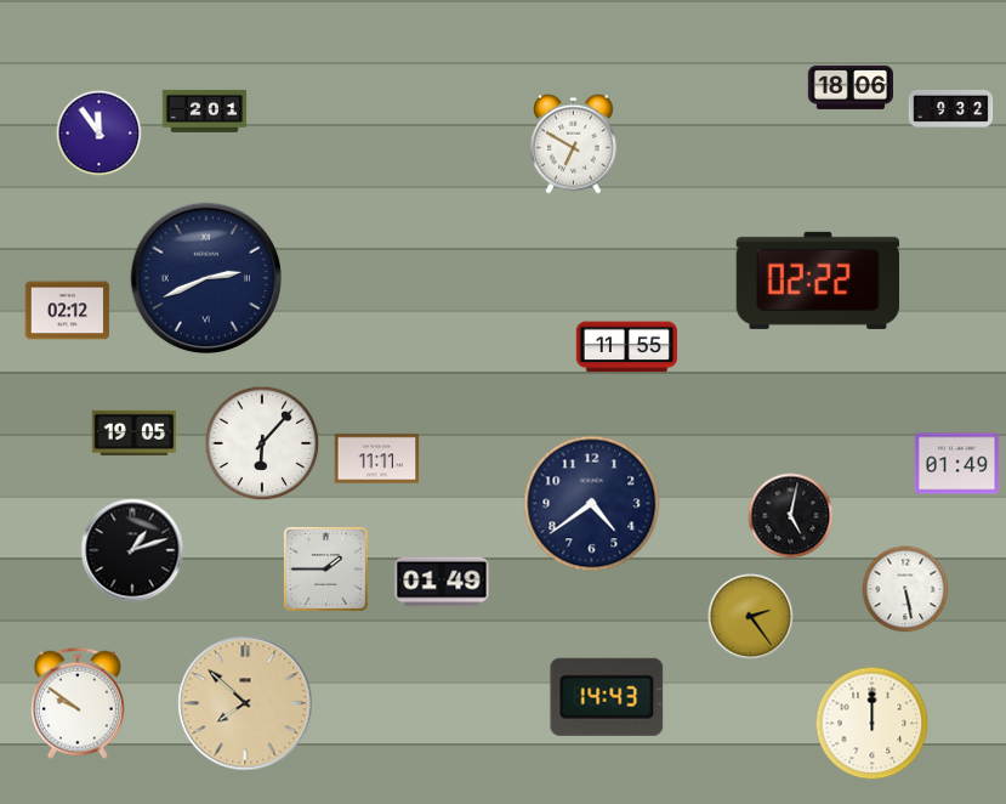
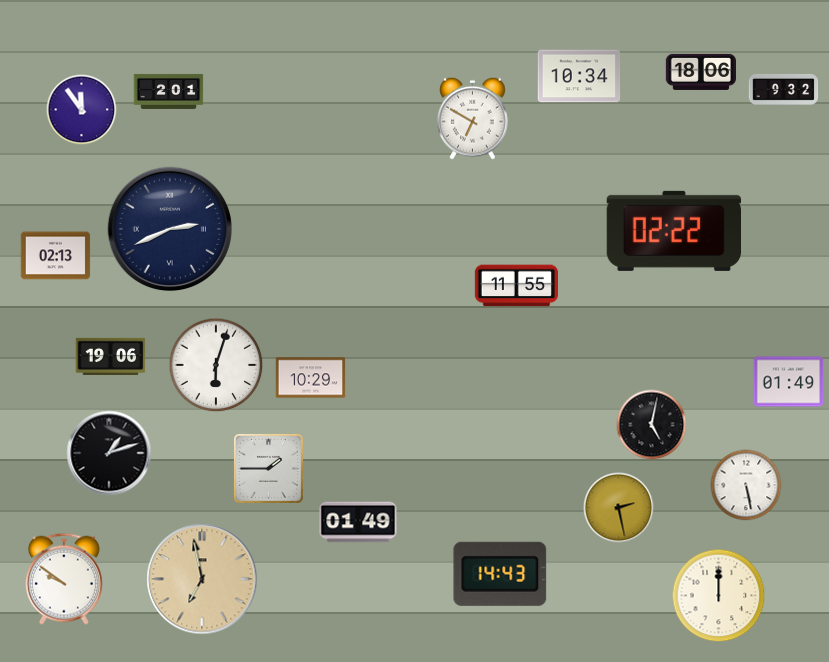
clock at (579, 76): none -> 10:34
clock at (68, 311): 02:12 -> 02:13
clock at (135, 432): 19:05 -> 19:06
clock at (262, 443): 6:07 -> 6:03
clock at (377, 459): 11:11 -> 10:29
clock at (592, 504): 4:39 -> none
clock at (442, 582) position: (442, 582) -> (358, 522)
clock at (751, 617): 2:24 -> 2:28
clock at (245, 703): 7:52 -> 6:58
